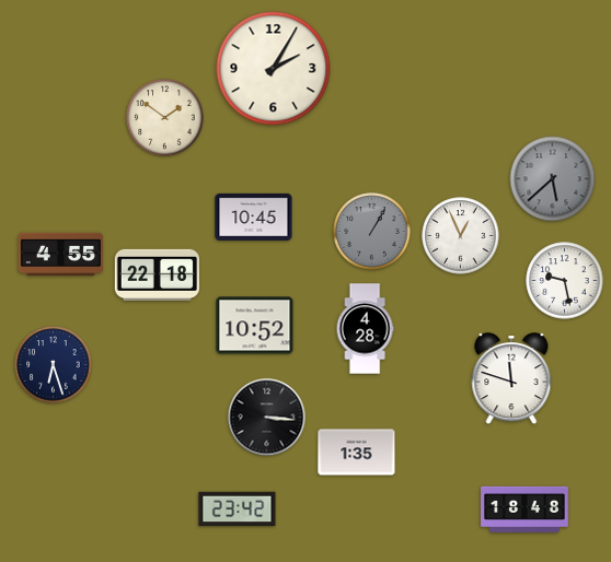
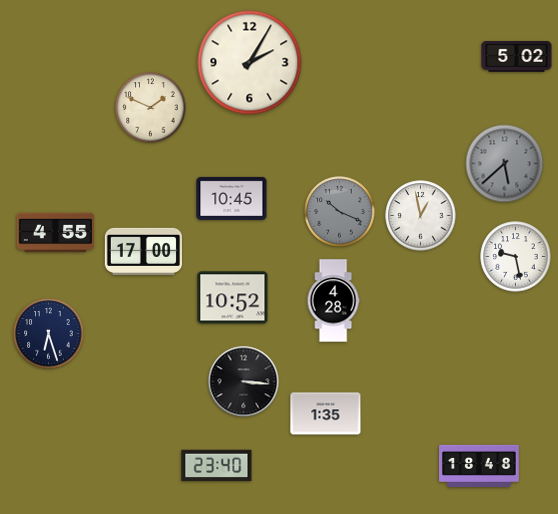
clock at (517, 56): none -> 5:02
clock at (165, 118): 1:51 -> 1:49
clock at (372, 232): 1:05 -> 10:19
clock at (461, 236): 12:56 -> 12:58
clock at (157, 274): 22:18 -> 17:00
clock at (511, 379): 11:48 -> none
clock at (238, 510): 23:42 -> 23:40
